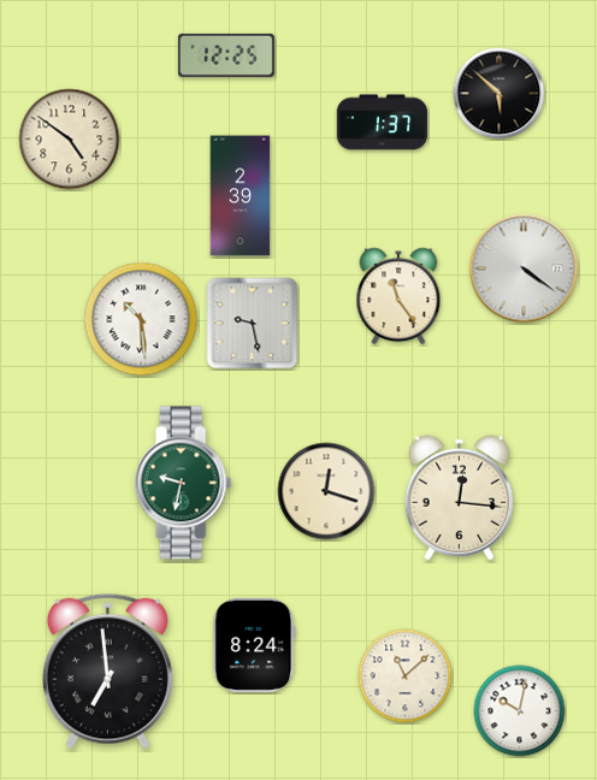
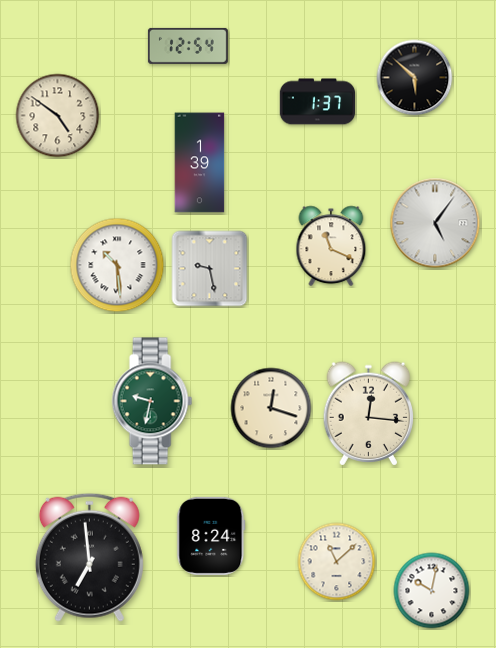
clock at (226, 55): 12:25 -> 12:54
clock at (241, 196): 2:39 -> 1:39
clock at (524, 268): 4:21 -> 5:06
clock at (398, 296): 11:24 -> 11:19
clock at (459, 498) position: (459, 498) -> (368, 414)
